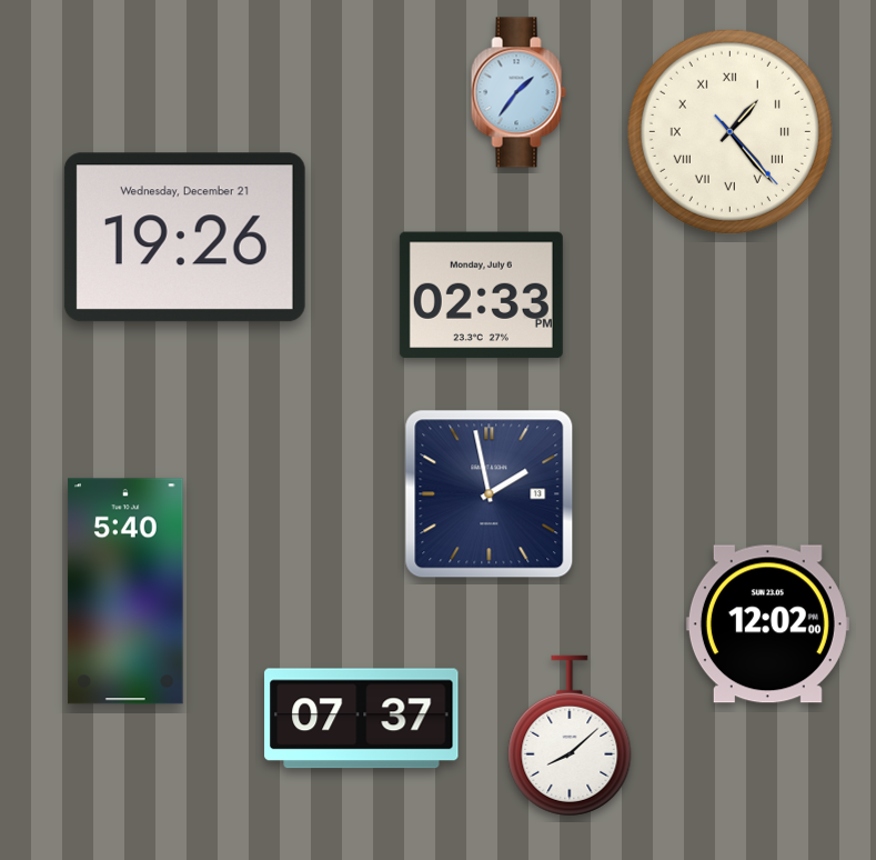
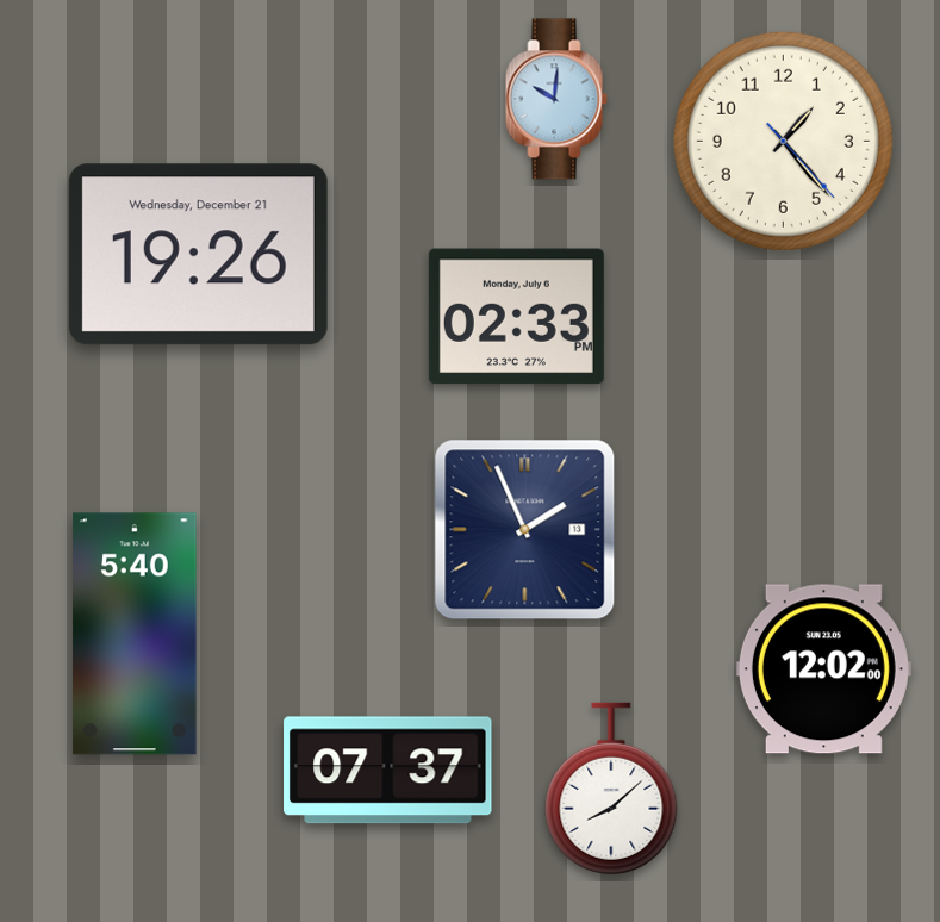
clock at (518, 92): 1:36 -> 10:01
clock at (729, 131) numerals: Roman -> Arabic
clock at (490, 494): 1:58 -> 1:56
